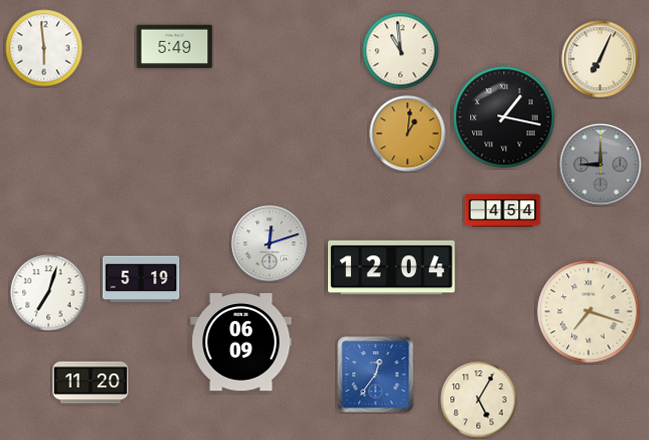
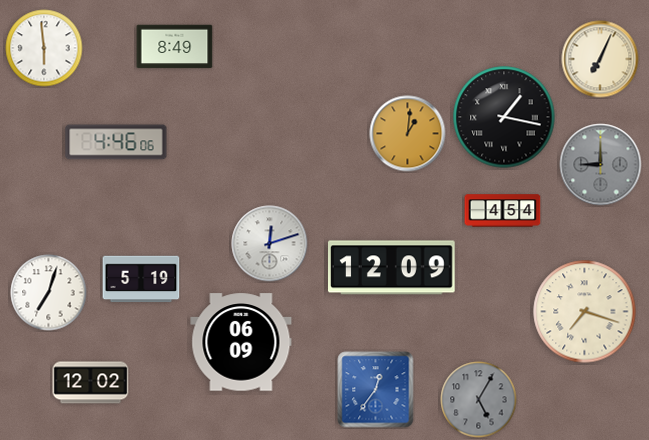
clock at (175, 47): 5:49 -> 8:49
clock at (401, 51): 10:59 -> none
clock at (116, 142): none -> 4:46
clock at (392, 268): 12:04 -> 12:09
clock at (589, 312) position: (589, 312) -> (585, 312)
clock at (376, 375) position: (376, 375) -> (376, 390)
clock at (91, 383): 11:20 -> 12:02
clock at (479, 400) dial: cream -> grey
